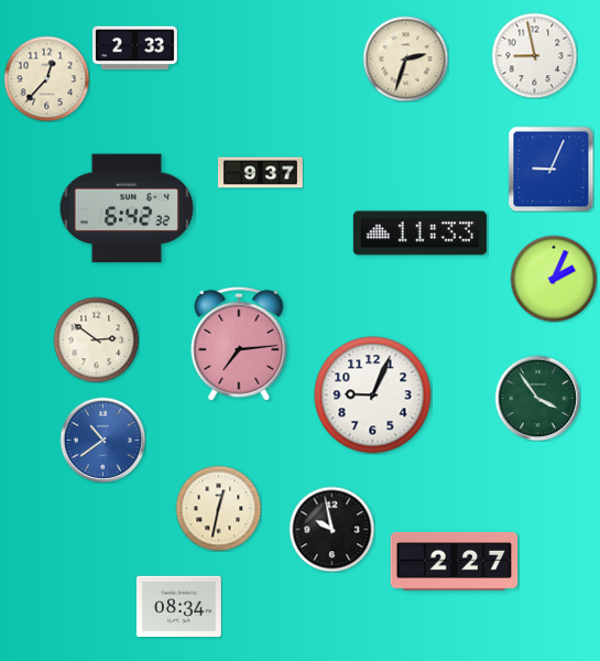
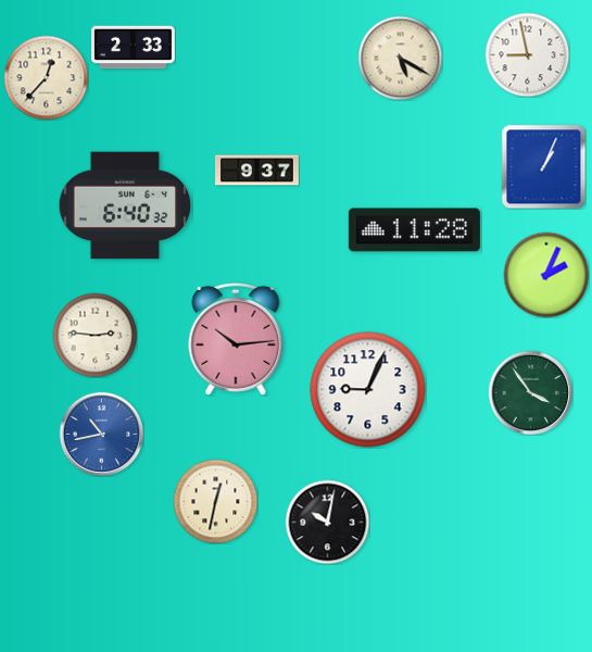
clock at (405, 58): 2:33 -> 5:20
clock at (550, 169): 9:04 -> 1:04
clock at (127, 208): 6:42 -> 6:40
clock at (419, 234): 11:33 -> 11:28
clock at (96, 339): 2:51 -> 2:46
clock at (239, 344): 7:14 -> 10:14
clock at (102, 440): 10:39 -> 10:43
clock at (331, 529): 9:58 -> 10:02
clock at (455, 562): 2:27 -> none
clock at (178, 606): 08:34 -> none
